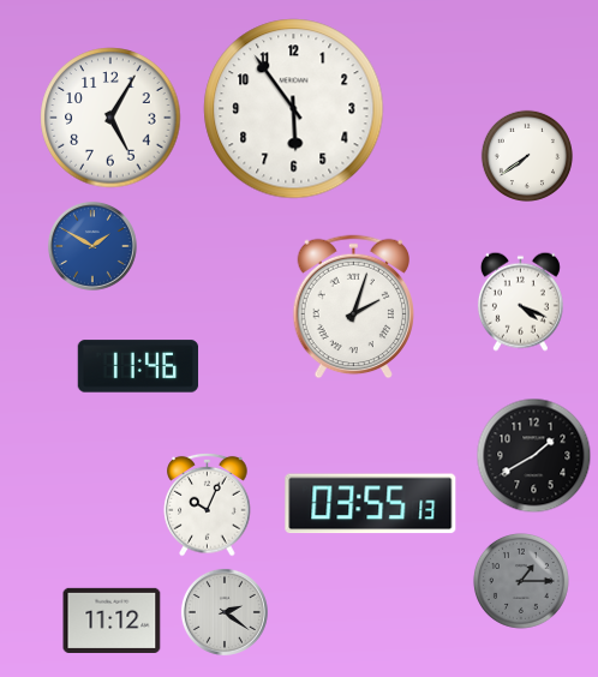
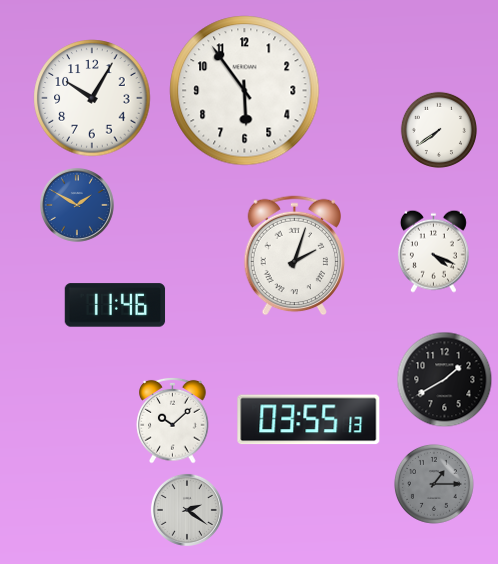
clock at (110, 118): 5:05 -> 10:05
clock at (208, 504): 10:04 -> 10:08
clock at (112, 621): 11:12 -> none
